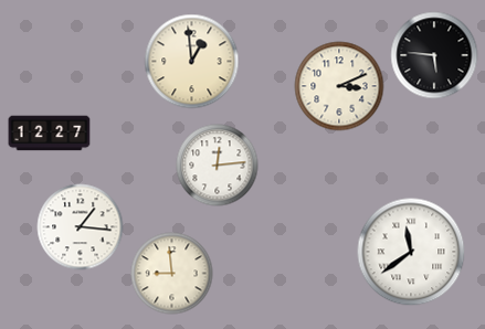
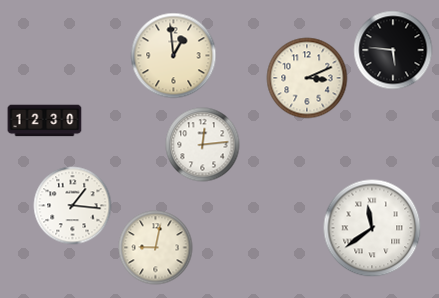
clock at (50, 134): 12:27 -> 12:30
clock at (218, 166) position: (218, 166) -> (203, 145)
clock at (172, 274): 8:59 -> 9:02
